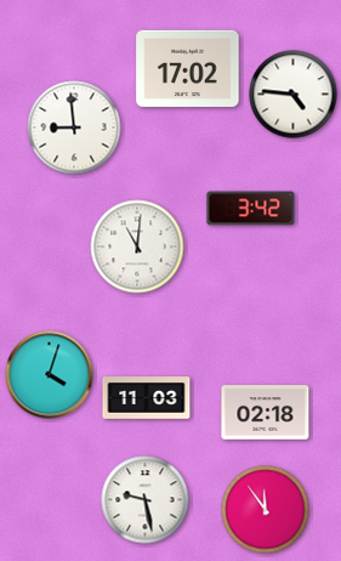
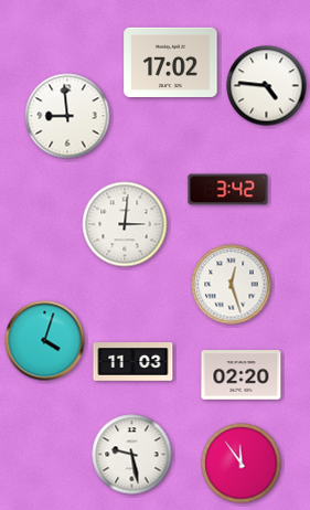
clock at (137, 246): 11:01 -> 3:01
clock at (232, 285): none -> 12:27
clock at (266, 413): 02:18 -> 02:20
